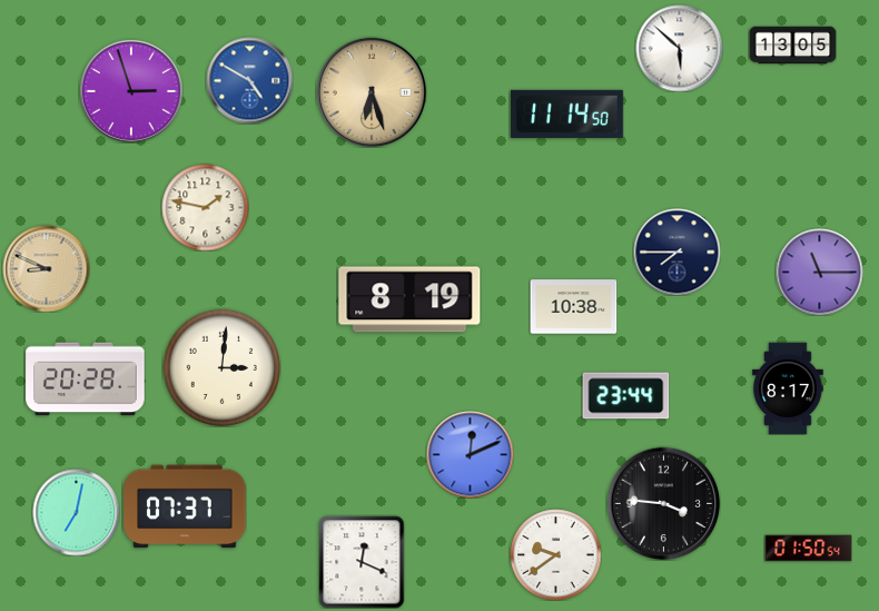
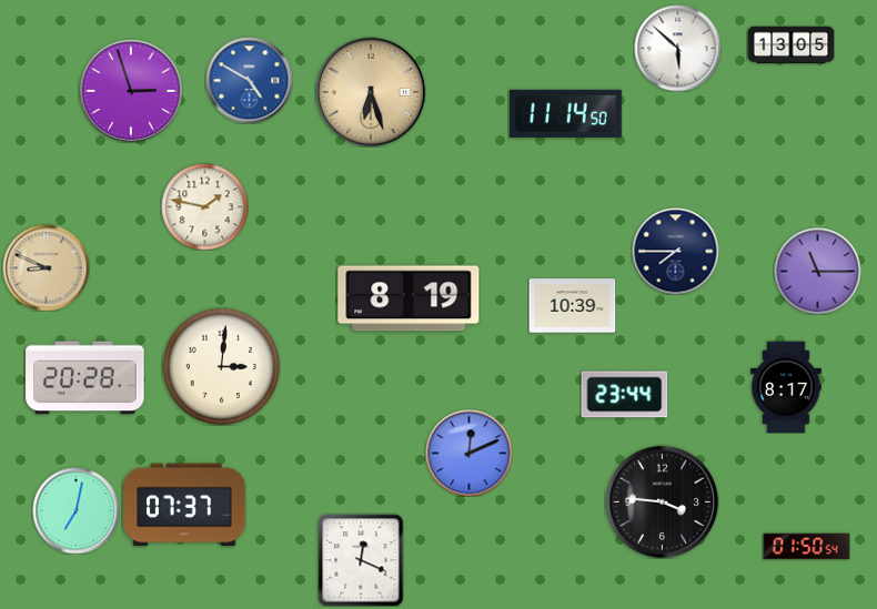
clock at (573, 307): 10:38 -> 10:39
clock at (555, 554): 9:39 -> none
